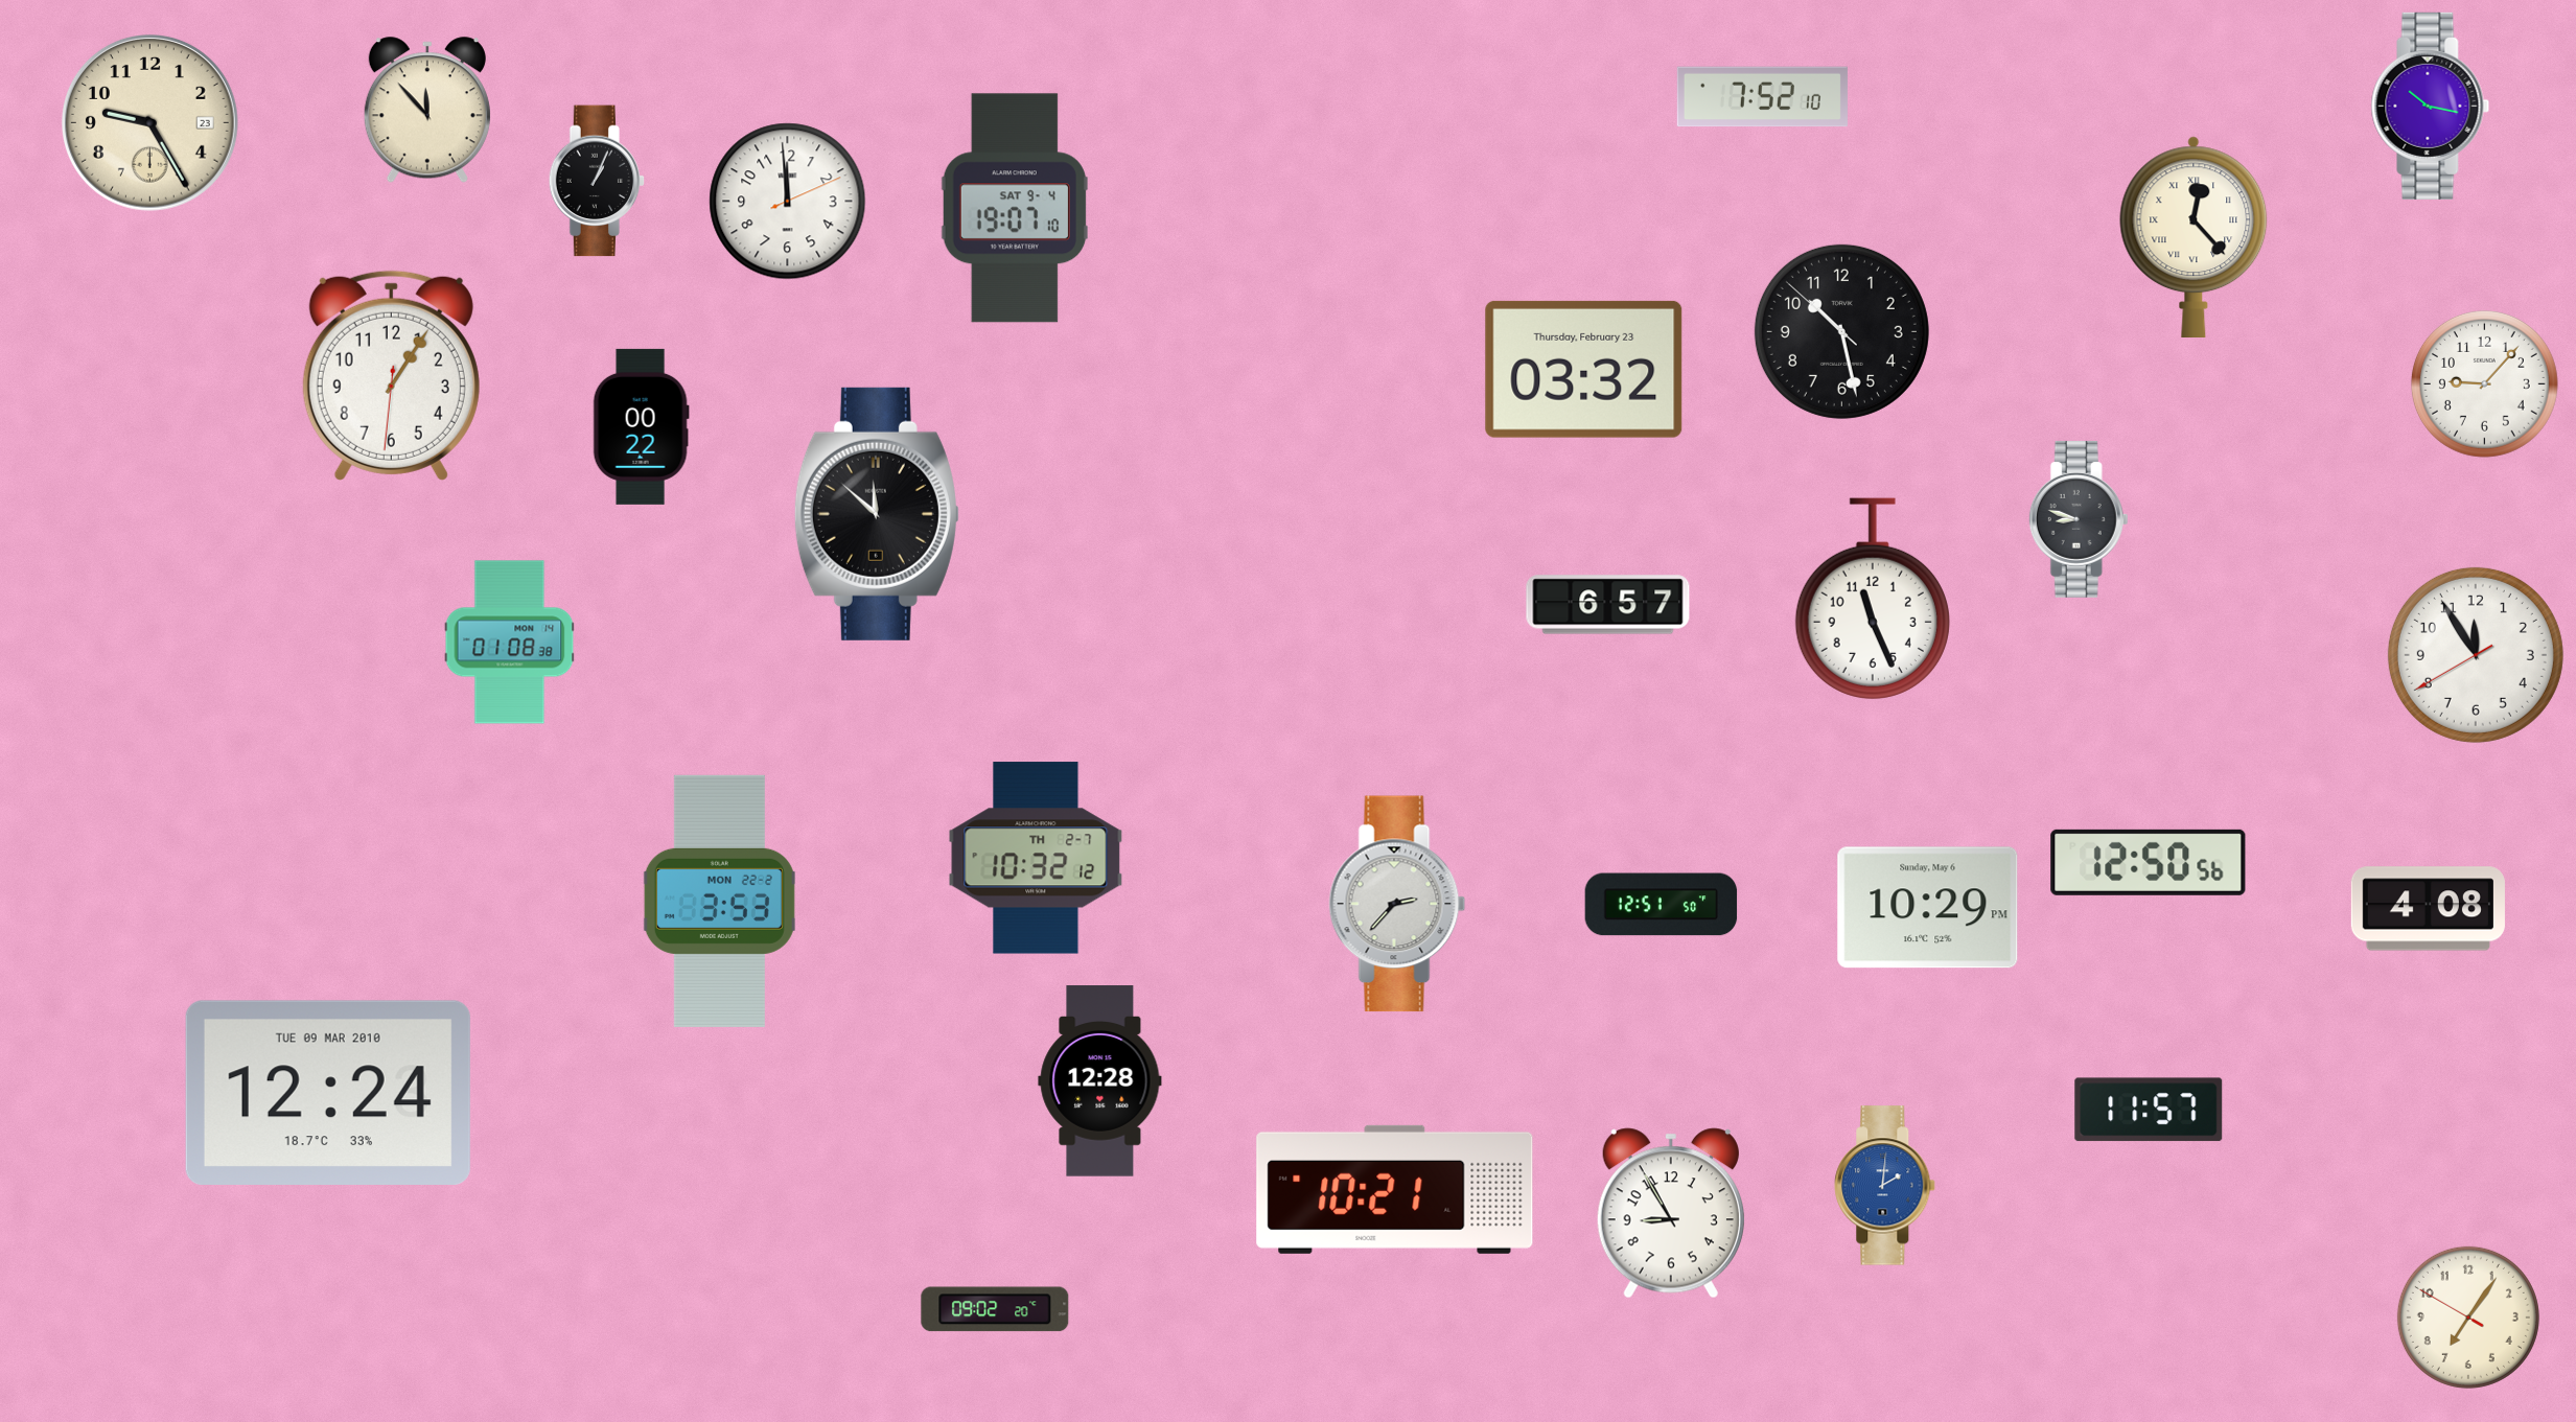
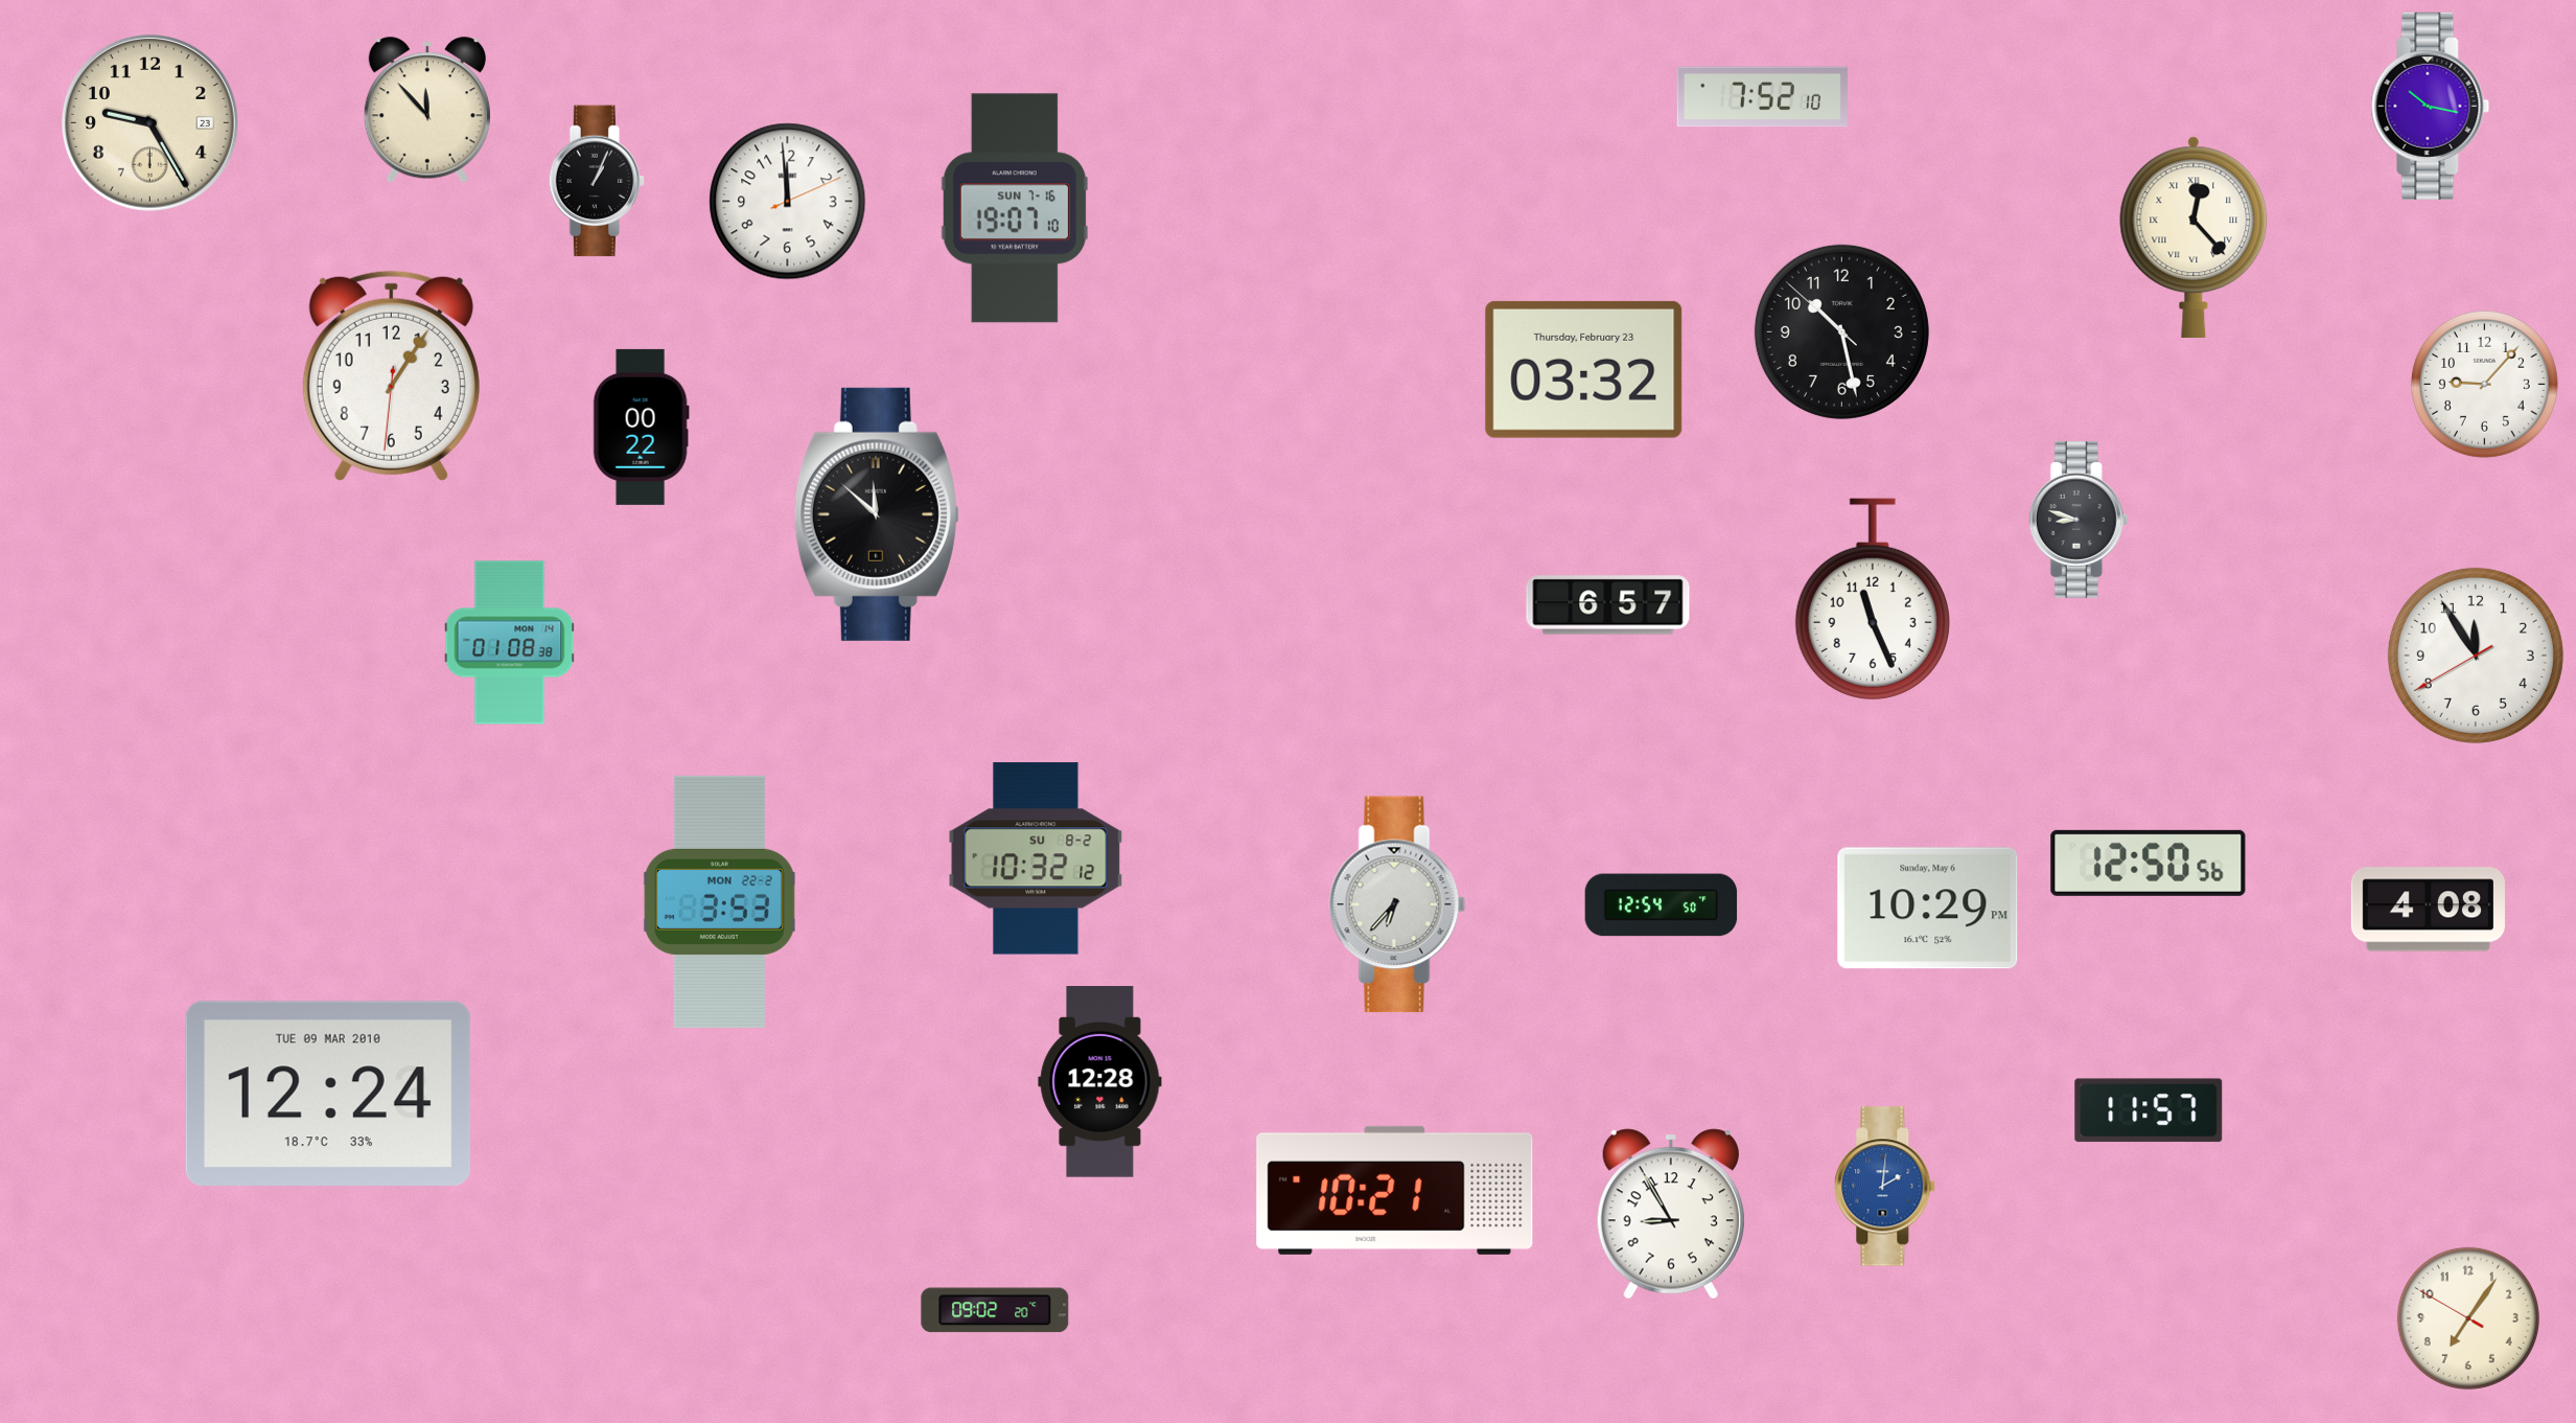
clock at (1015, 208) date: SAT 9-4 -> SUN 7-16
clock at (1036, 858) date: TH 2-7 -> SU 8-2
clock at (1397, 904): 2:37 -> 6:37
clock at (1662, 905): 12:51 -> 12:54
